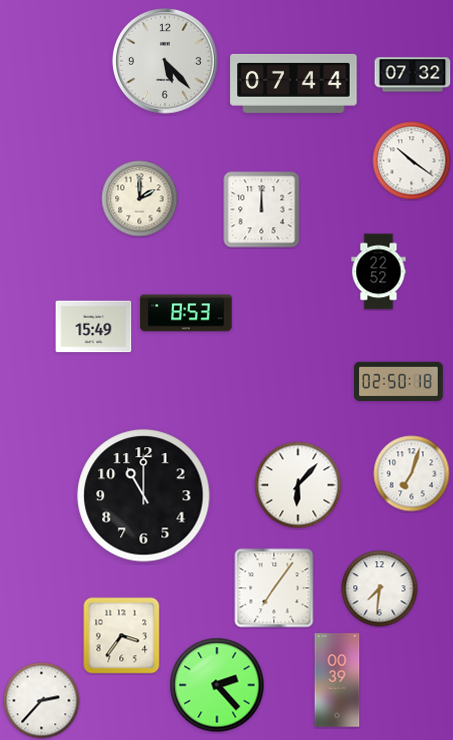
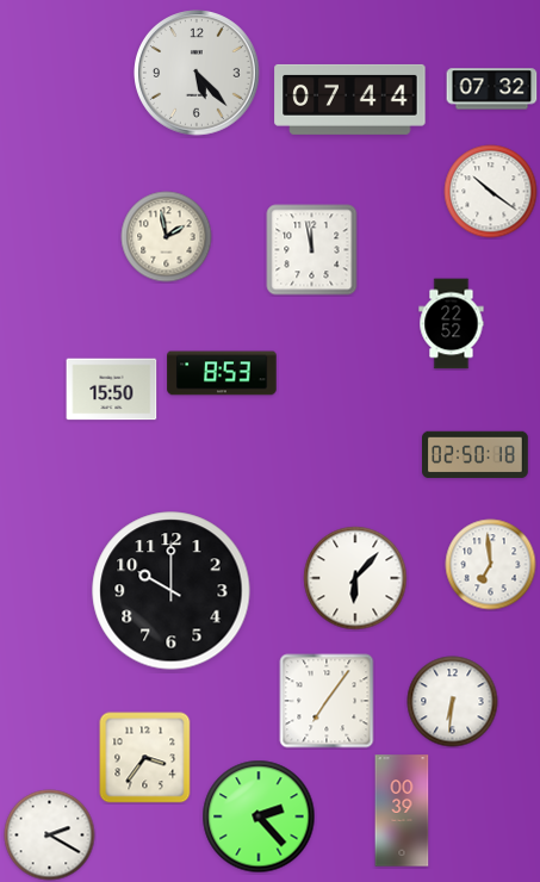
clock at (140, 199): 2:00 -> 1:58
clock at (262, 210): 12:00 -> 11:58
clock at (94, 327): 15:49 -> 15:50
clock at (412, 474): 7:03 -> 6:59
clock at (144, 496): 11:00 -> 10:00
clock at (380, 589): 7:31 -> 6:31
clock at (42, 701): 2:37 -> 2:20
